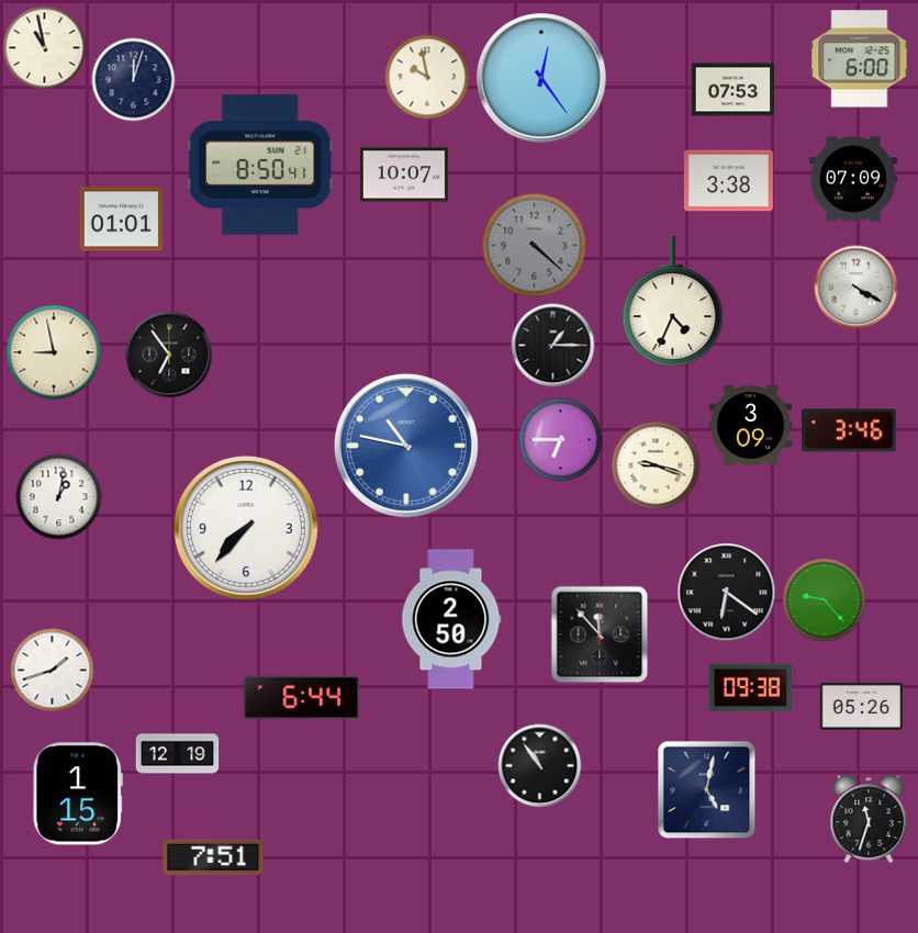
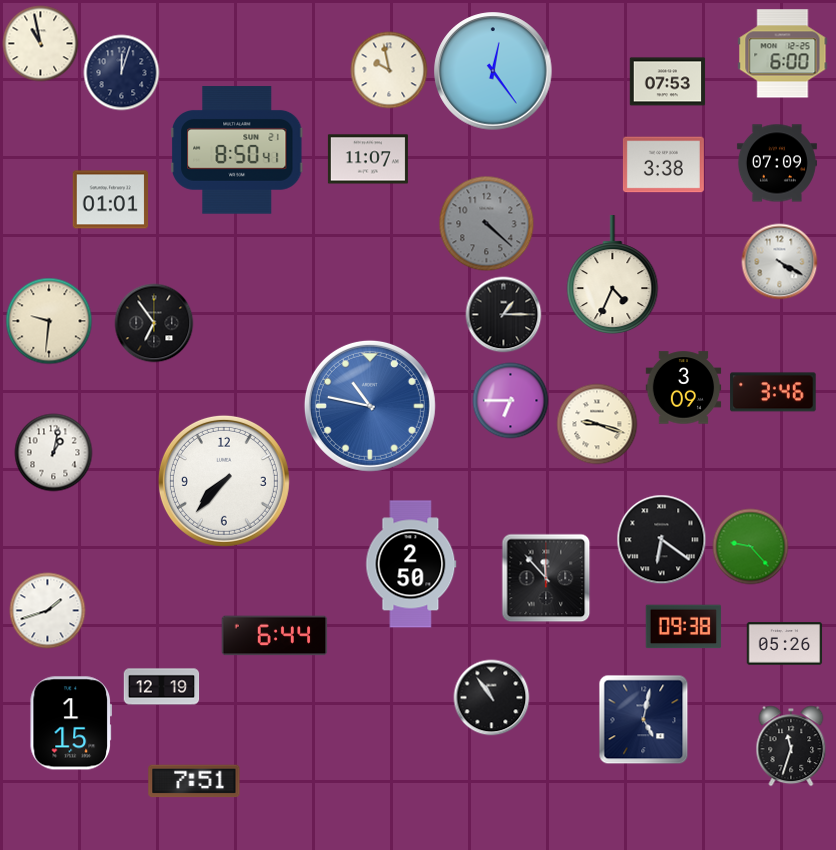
clock at (404, 175): 10:07 -> 11:07
clock at (54, 352): 8:58 -> 9:31
